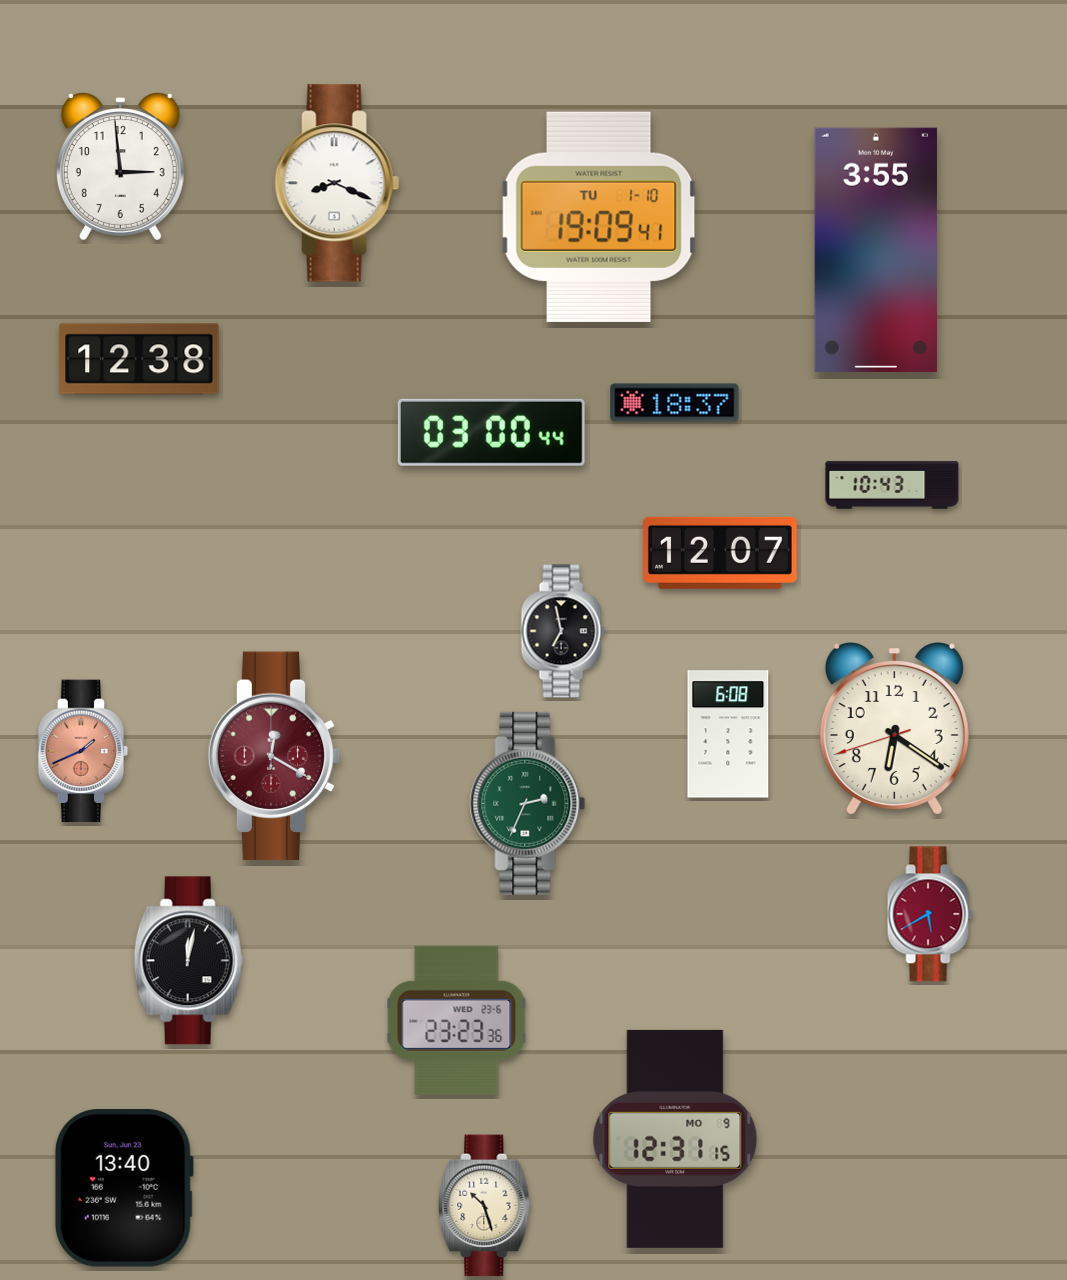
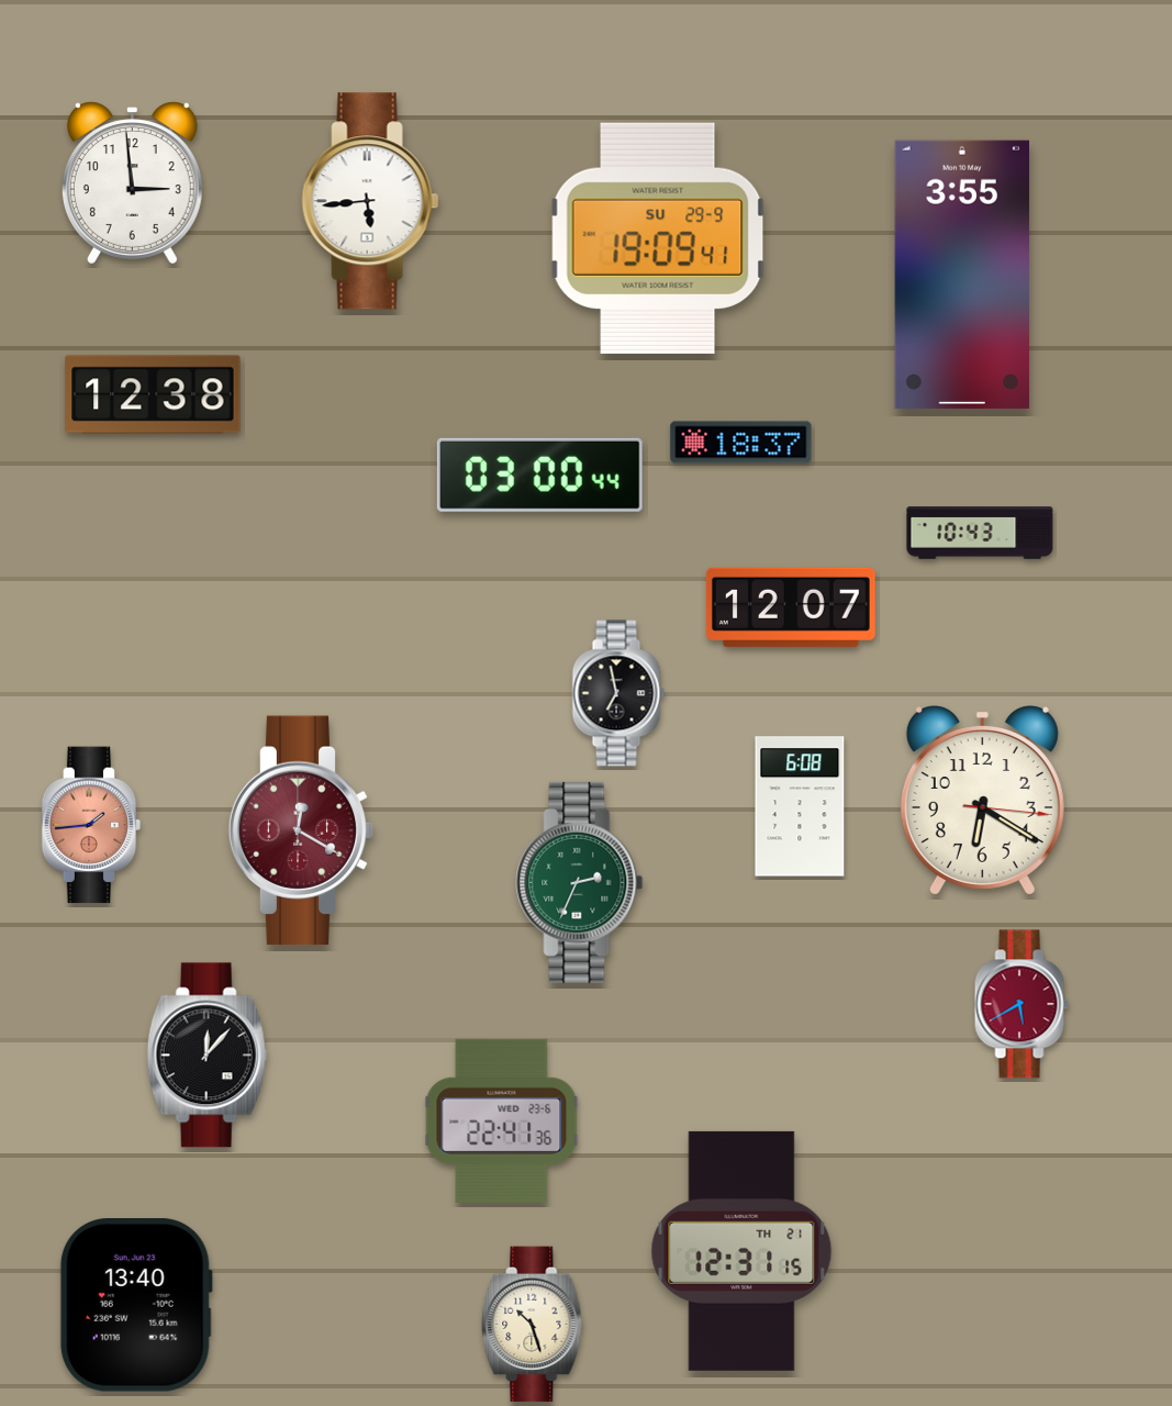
clock at (337, 183): 8:19 -> 5:44
clock at (599, 217) date: TU 1-10 -> SU 29-9
clock at (894, 729): 6:20:42 -> 6:20:16
clock at (83, 751): 1:41 -> 1:44
clock at (189, 961): 12:02 -> 12:07
clock at (457, 1020): 23:23 -> 22:41
clock at (675, 1139) date: MO 9 -> TH 21
